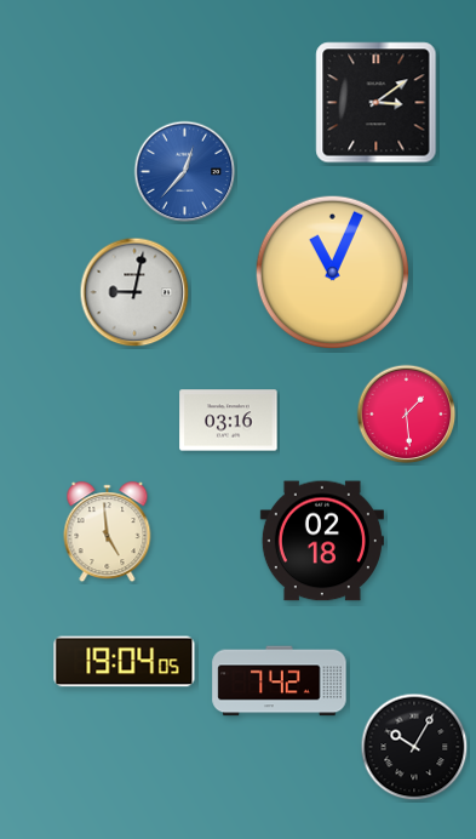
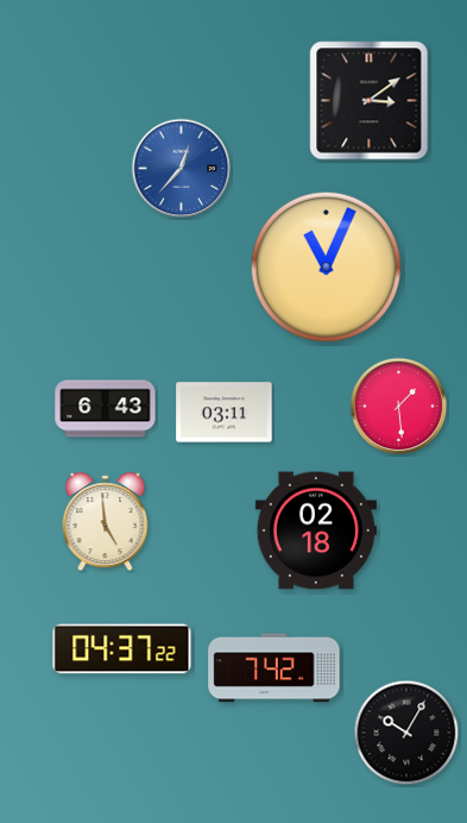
clock at (134, 292): 9:02 -> none
clock at (106, 409): none -> 6:43
clock at (229, 421): 03:16 -> 03:11
clock at (125, 662): 19:04 -> 04:37
